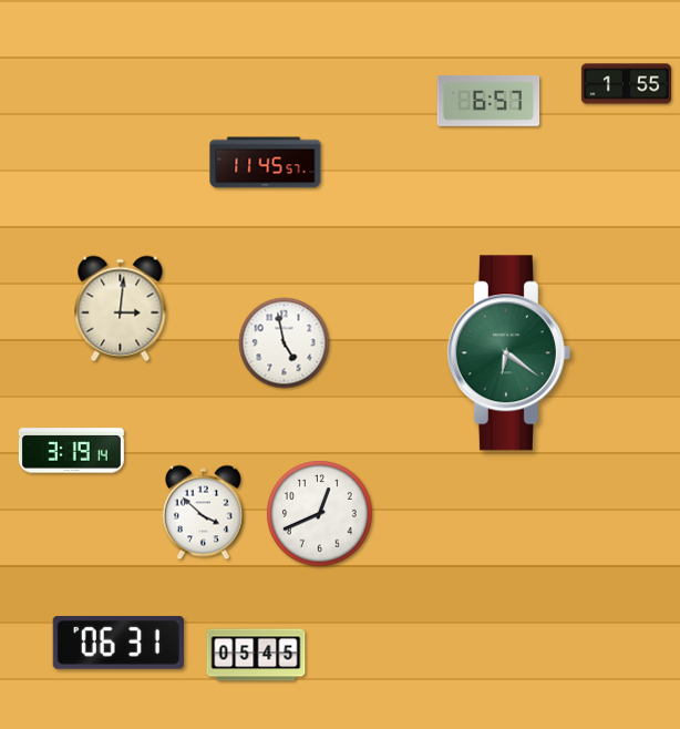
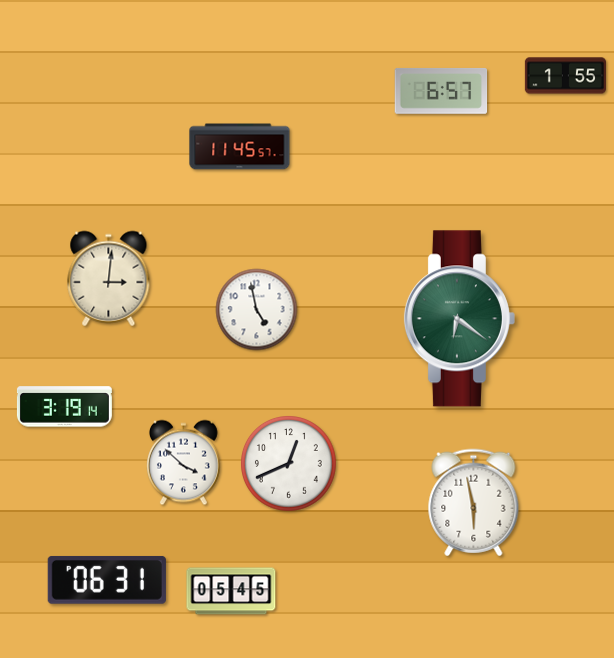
clock at (474, 503): none -> 5:58
